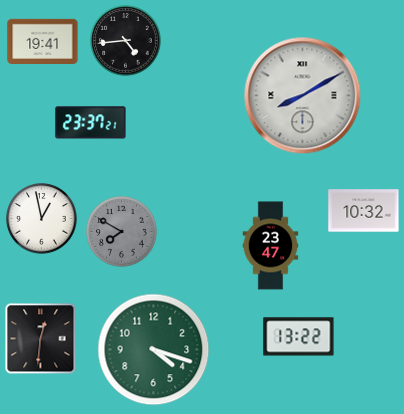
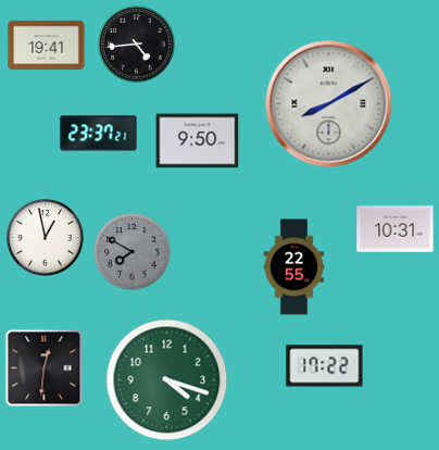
clock at (198, 141): none -> 9:50
clock at (364, 211): 10:32 -> 10:31
clock at (271, 246): 23:47 -> 22:55
clock at (299, 337): 13:22 -> 17:22
